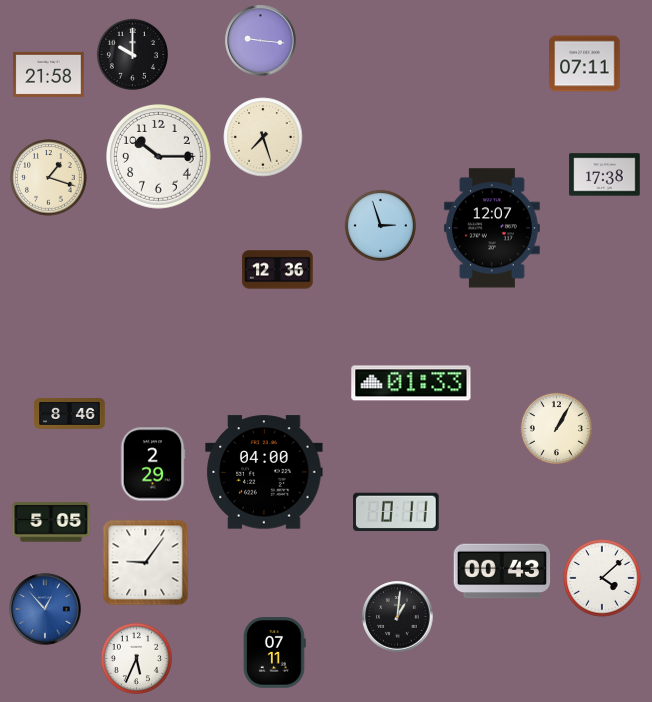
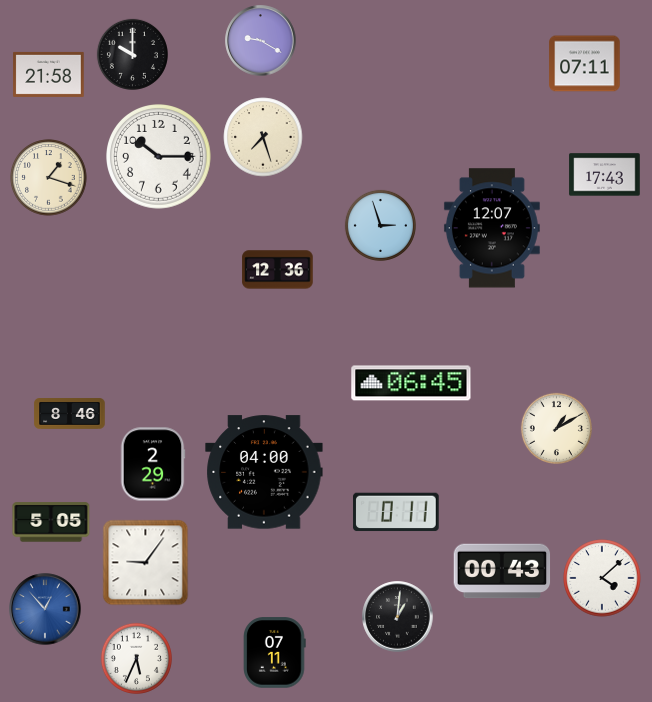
clock at (261, 41): 9:16 -> 9:20
clock at (605, 175): 17:38 -> 17:43
clock at (411, 383): 01:33 -> 06:45
clock at (556, 428): 1:05 -> 1:10
